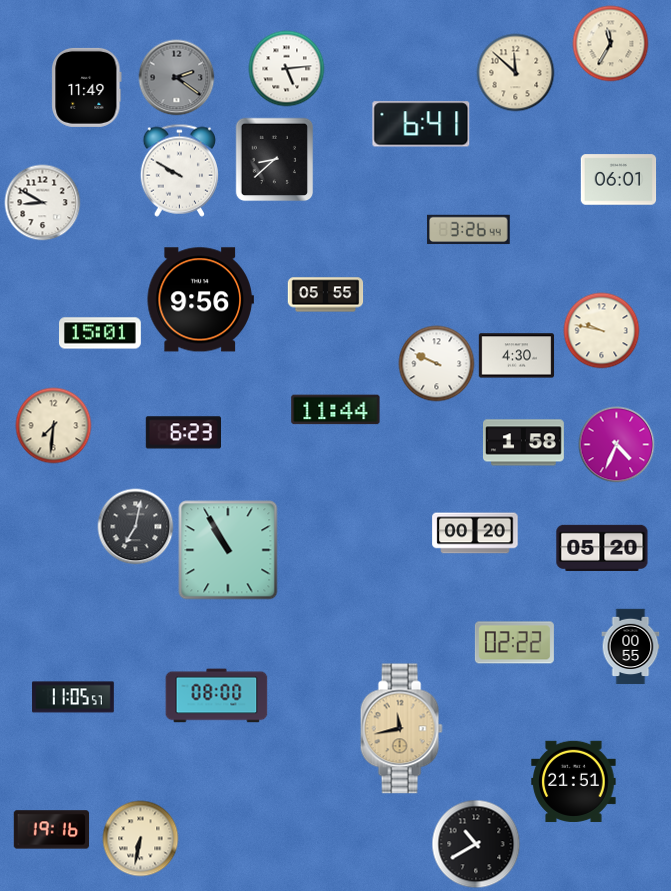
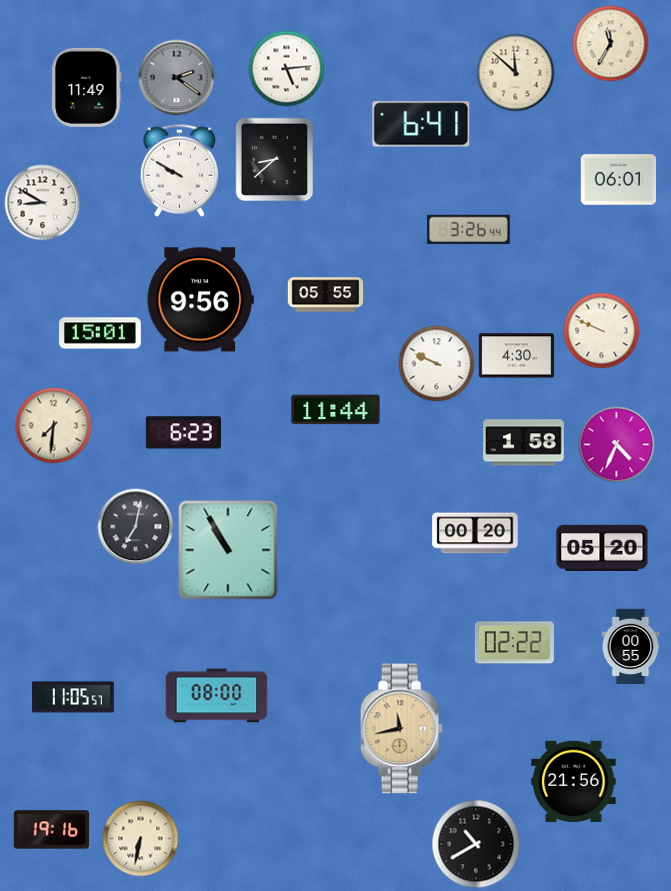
clock at (602, 331): 9:47 -> 9:49
clock at (574, 781): 21:51 -> 21:56
